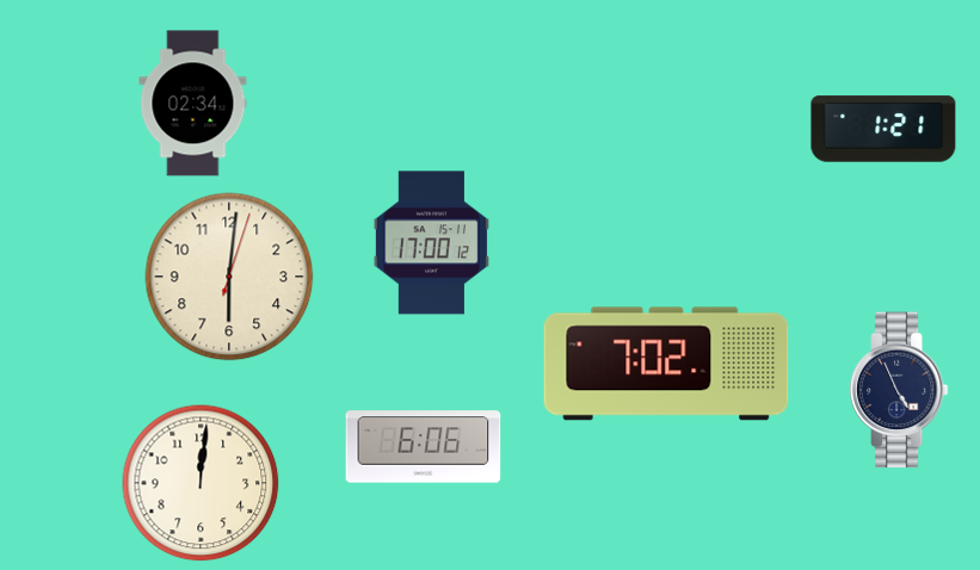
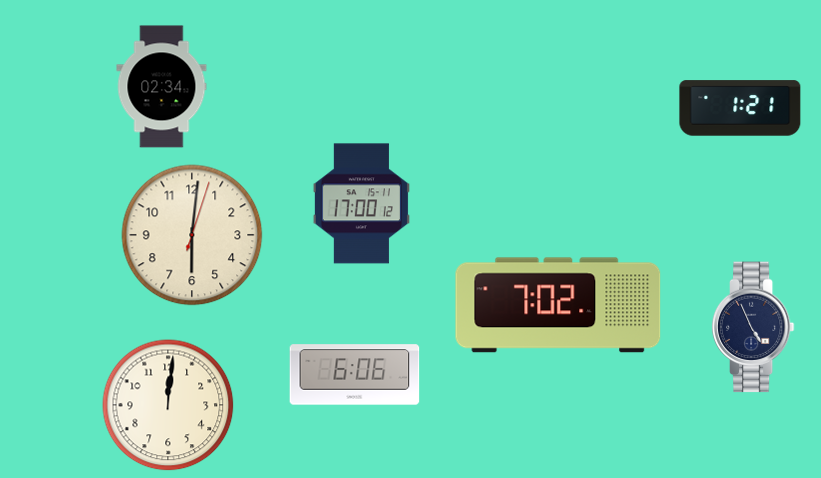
clock at (229, 277) position: (229, 277) -> (192, 235)
